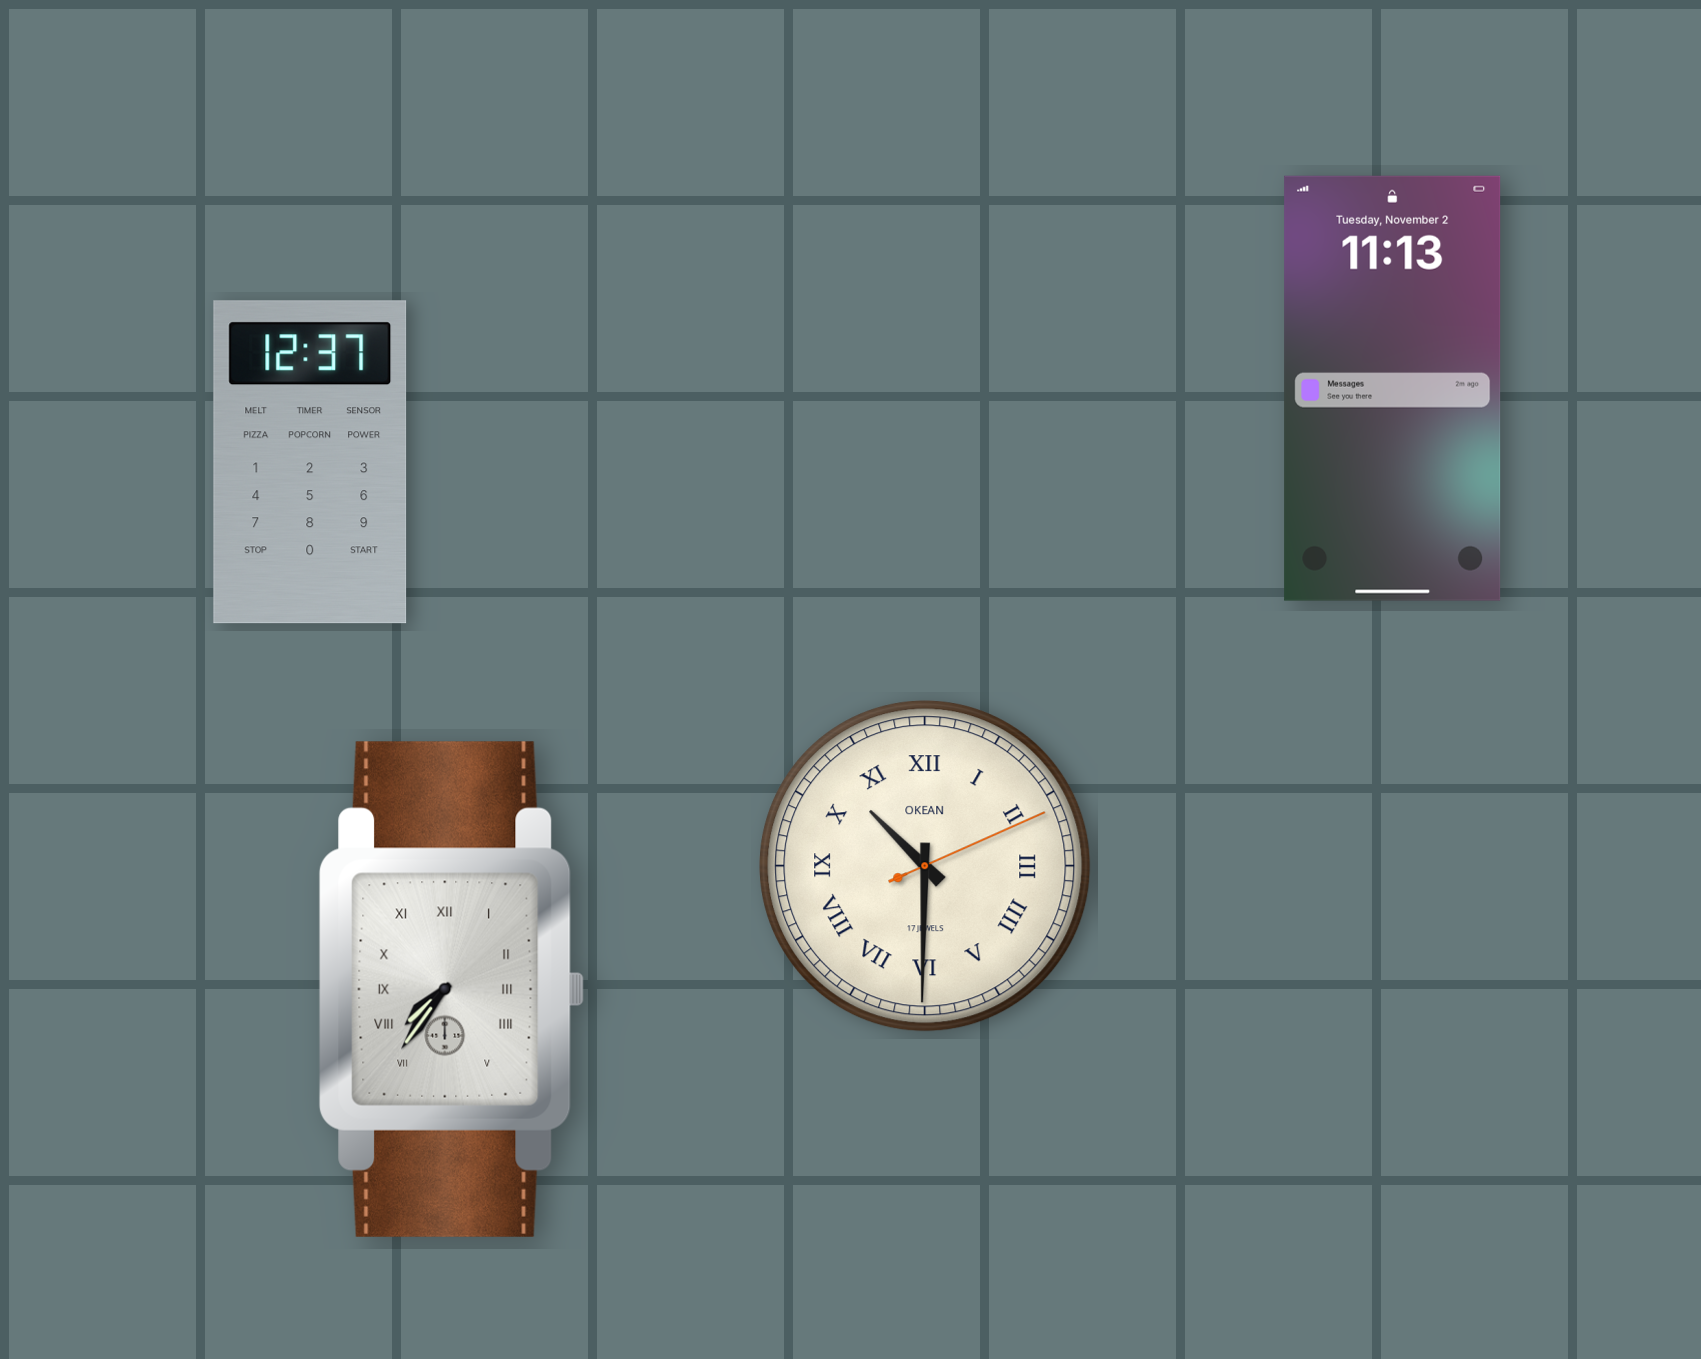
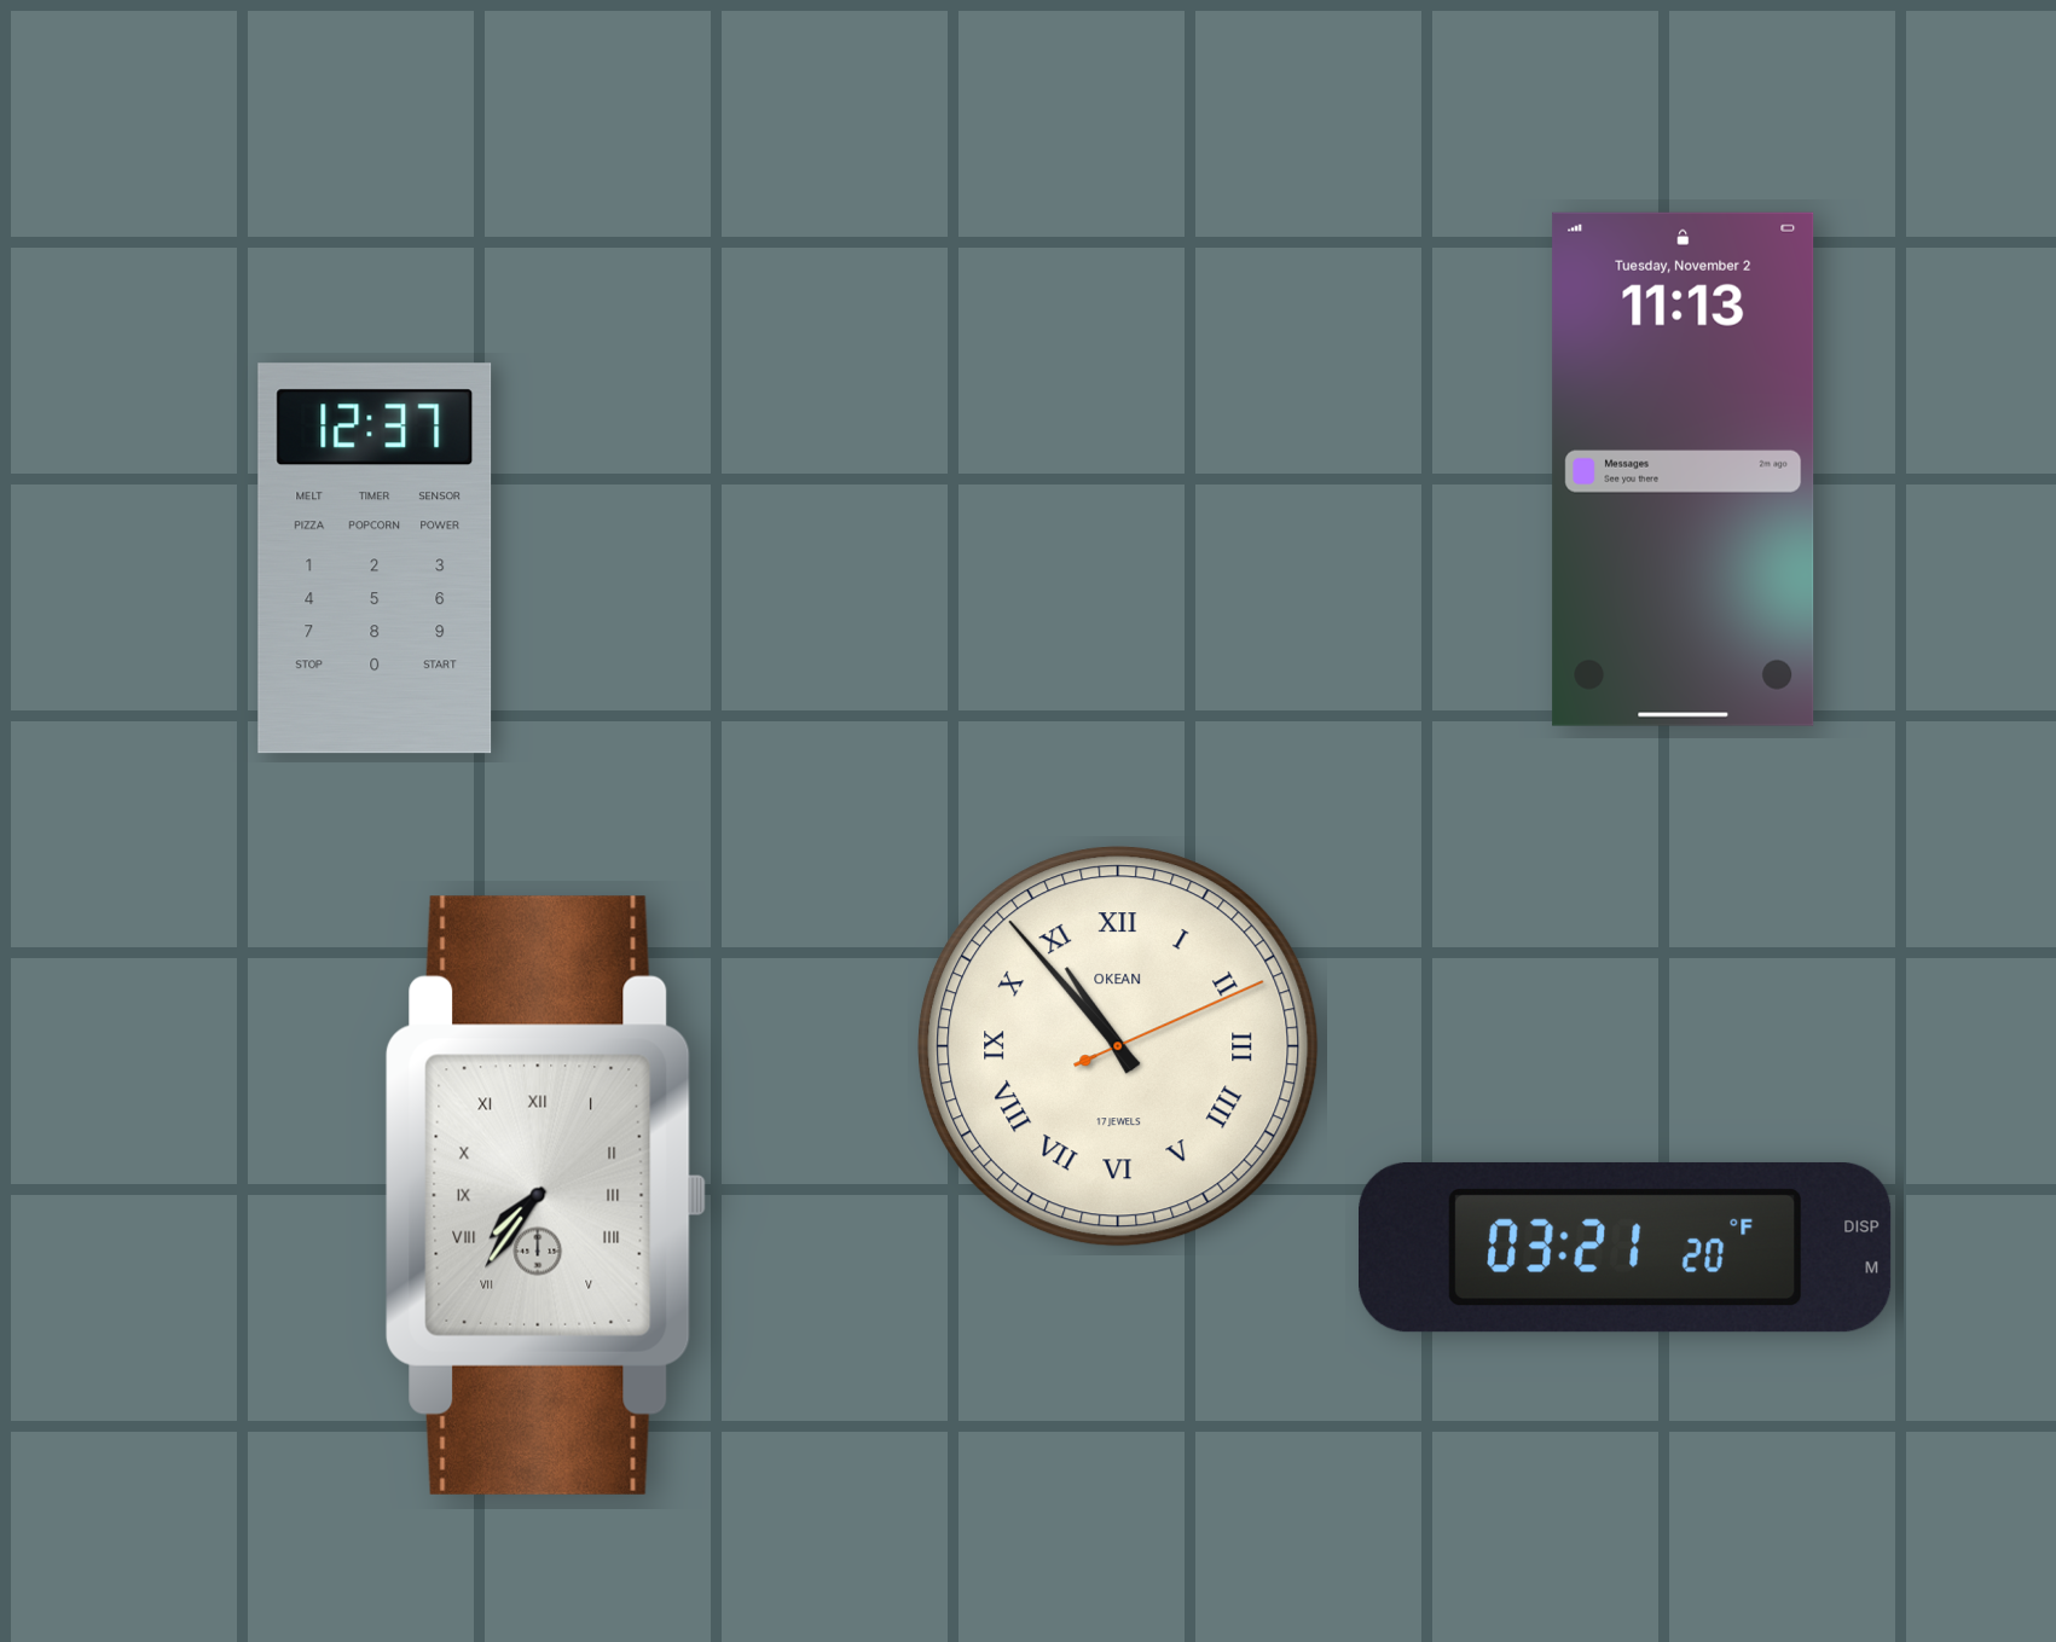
clock at (925, 866): 10:30 -> 10:53
clock at (1626, 1247): none -> 03:21
